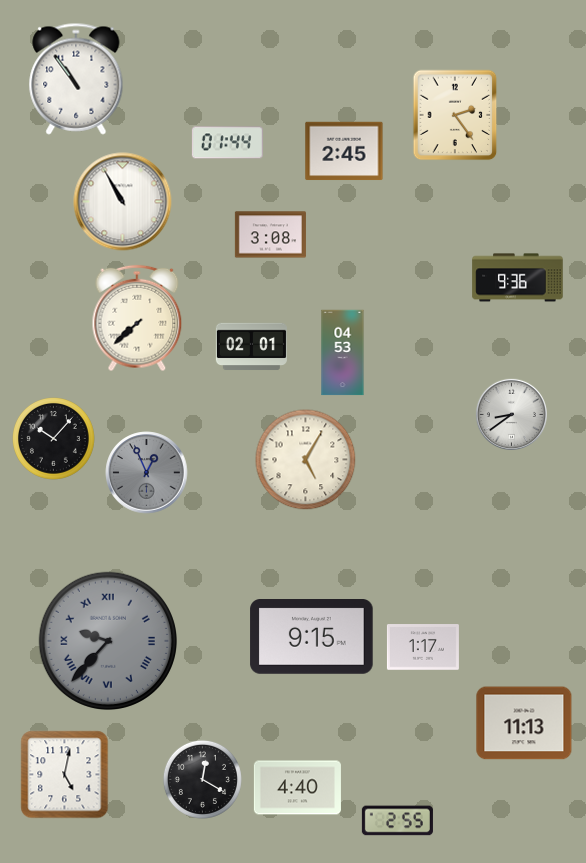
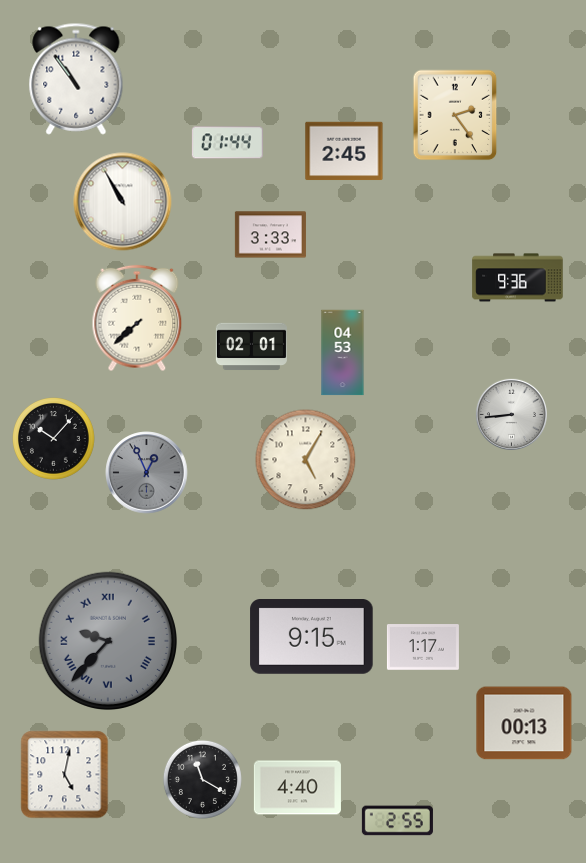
clock at (270, 235): 3:08 -> 3:33
clock at (511, 414): 8:39 -> 8:44
clock at (524, 723): 11:13 -> 00:13
clock at (202, 779): 12:20 -> 11:20
